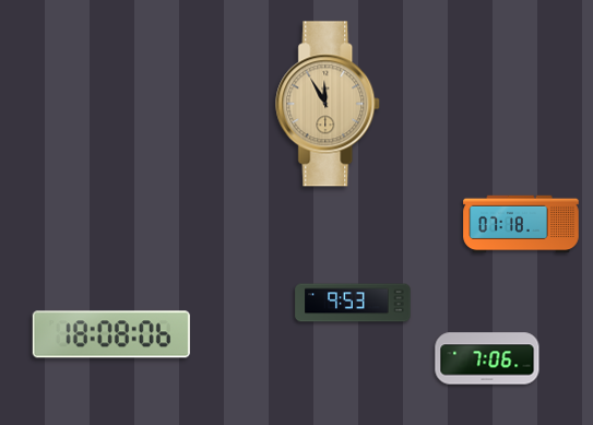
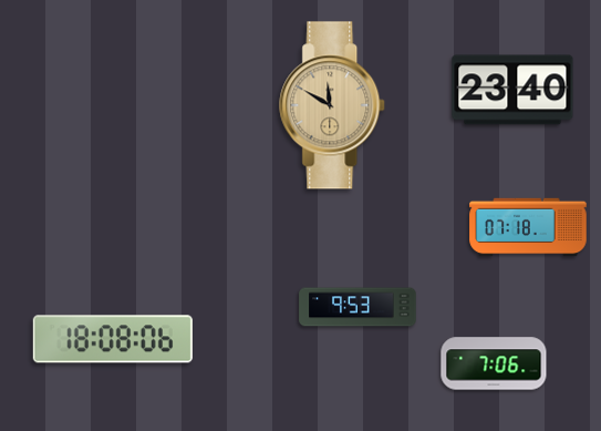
clock at (512, 90): none -> 23:40
clock at (329, 104): 11:55 -> 11:50
